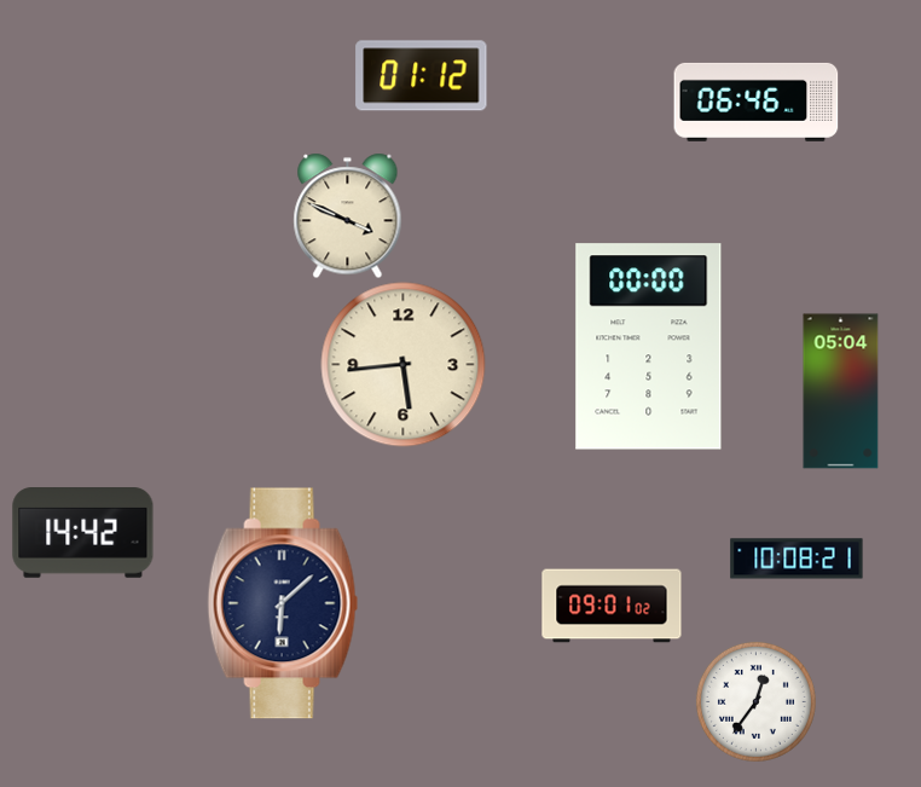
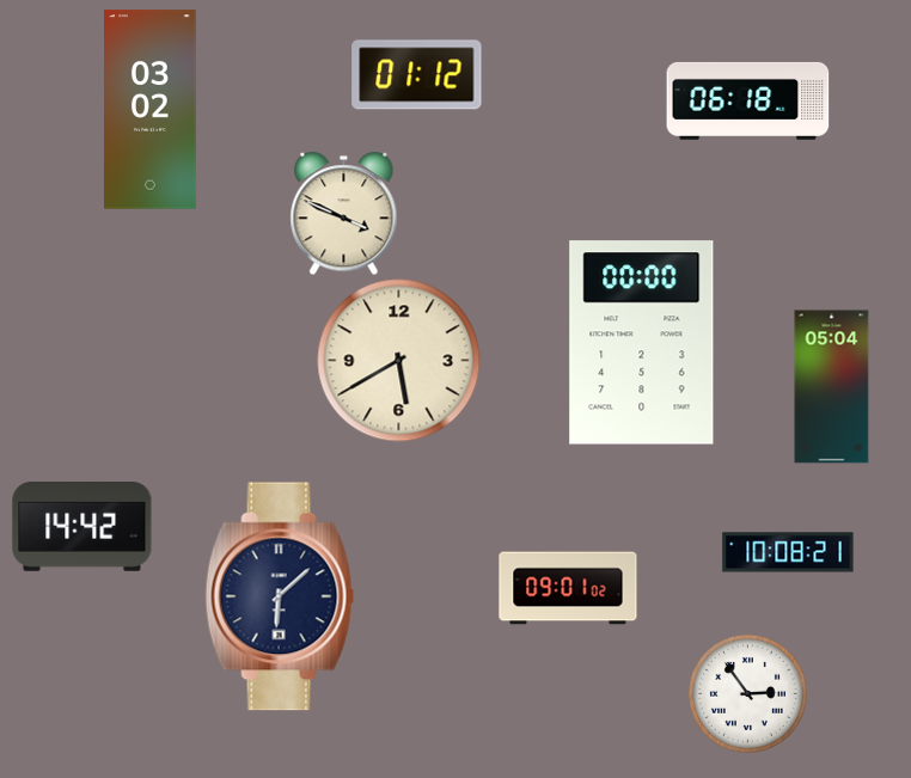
clock at (757, 102): 06:46 -> 06:18
clock at (151, 110): none -> 03:02
clock at (404, 365): 5:44 -> 5:40
clock at (612, 606) position: (612, 606) -> (568, 588)
clock at (755, 701): 12:36 -> 2:54
